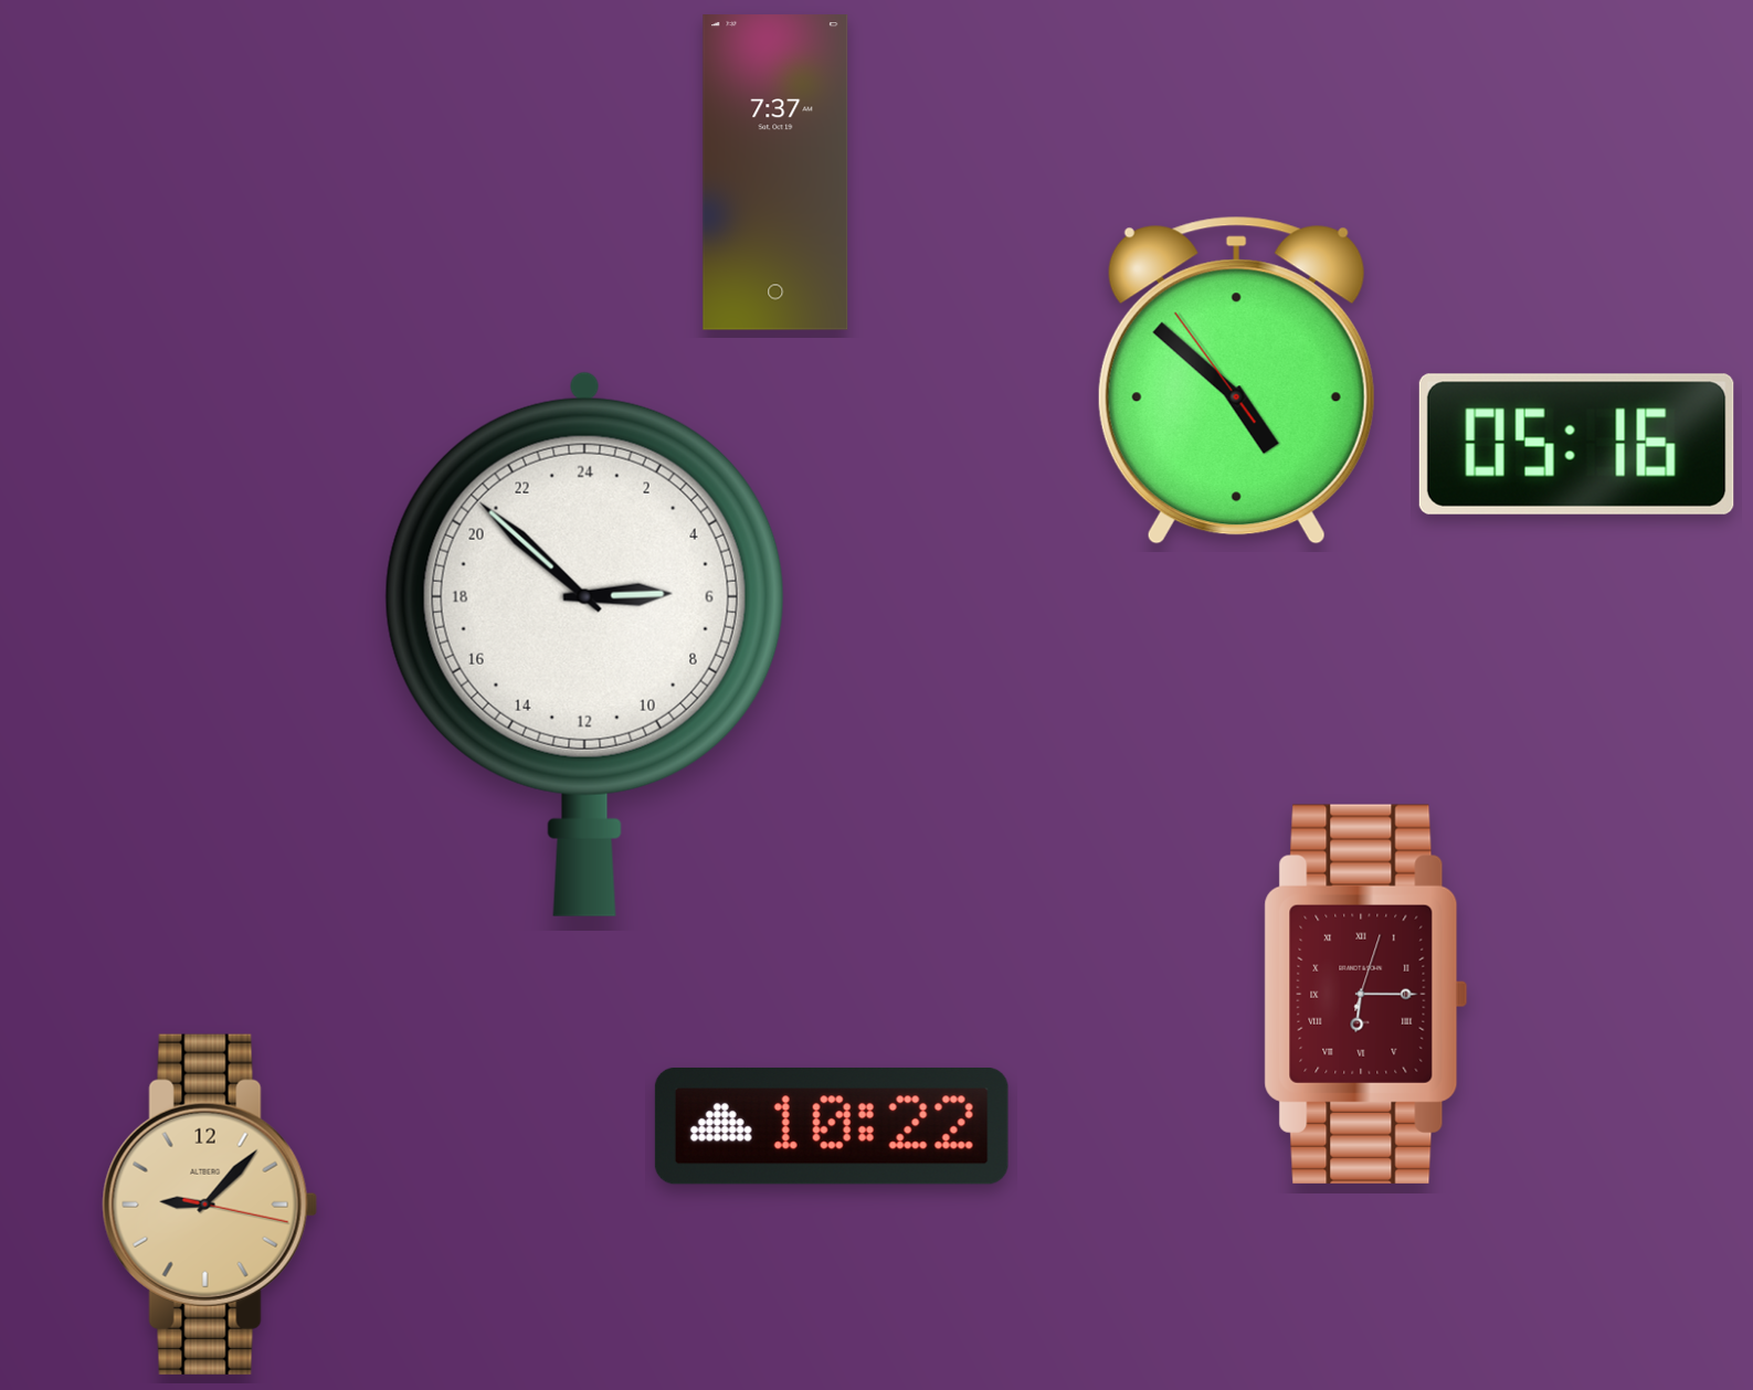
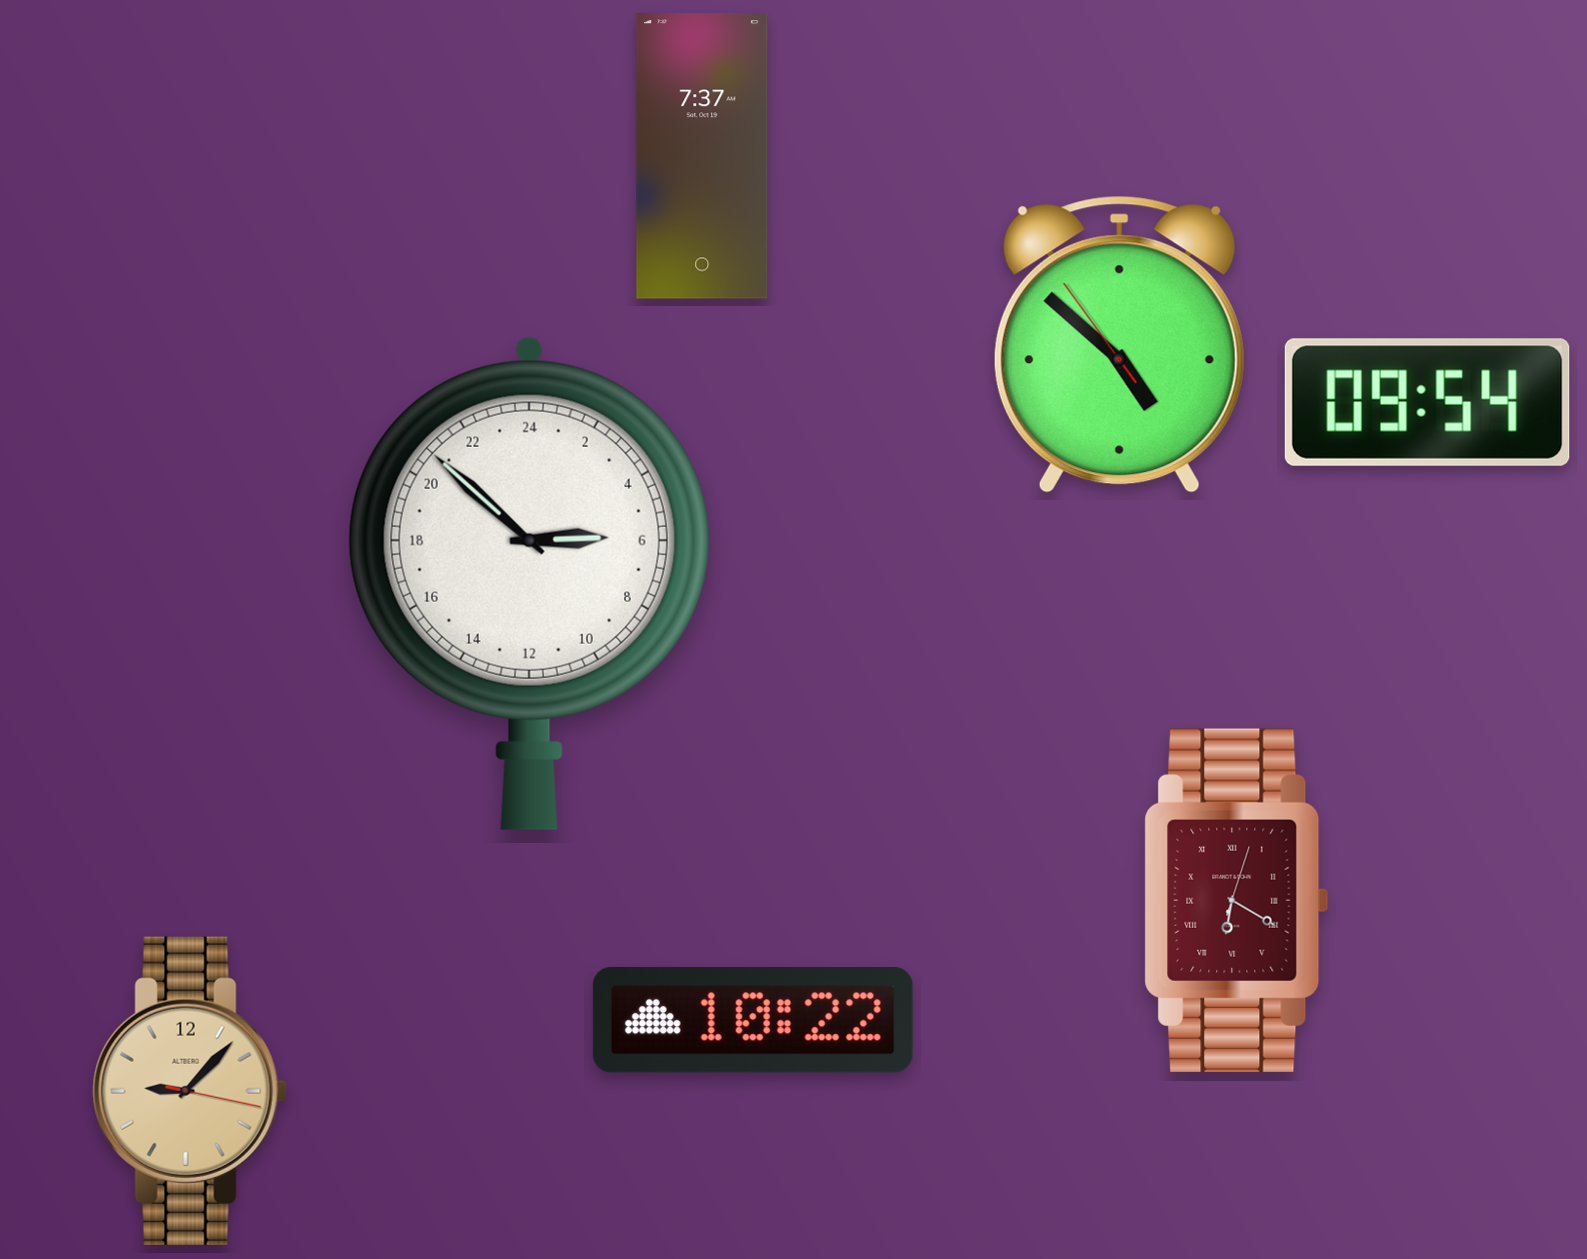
clock at (1576, 444): 05:16 -> 09:54
clock at (1366, 994): 6:15 -> 6:20
